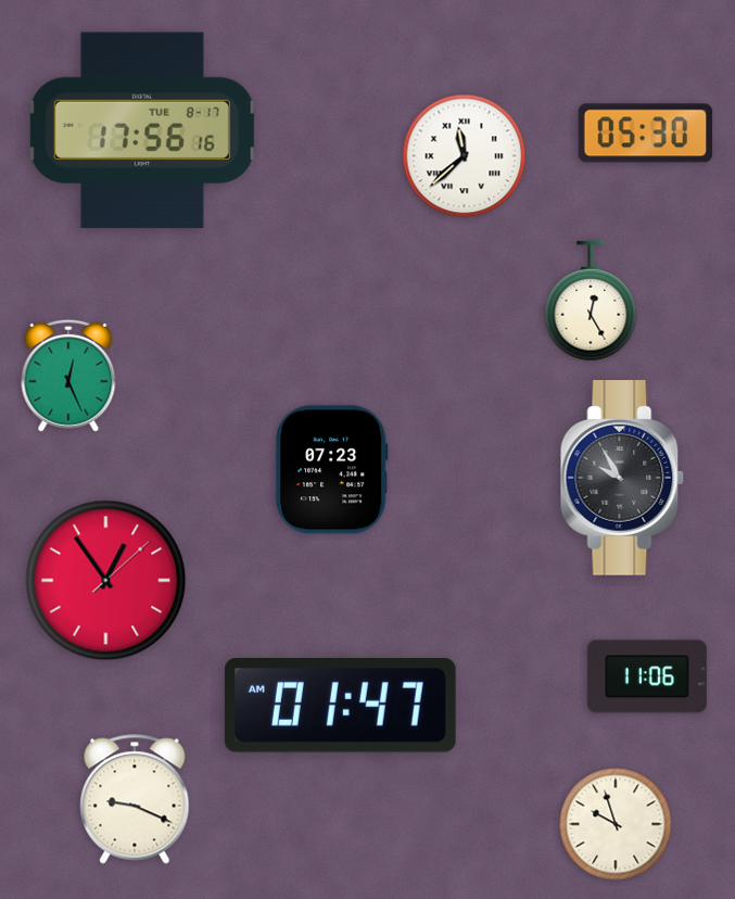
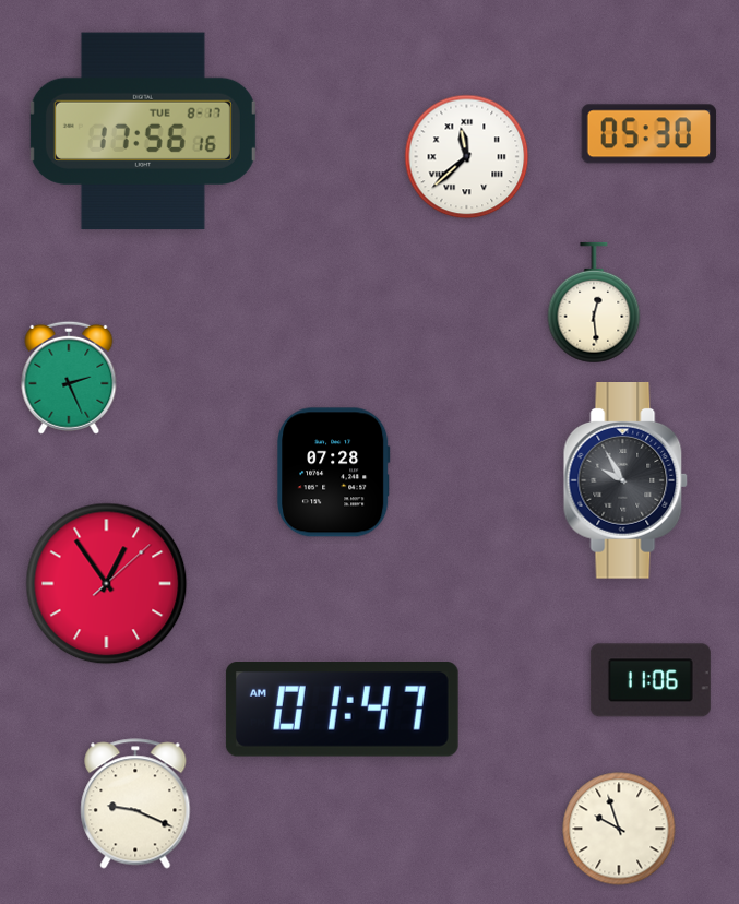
clock at (591, 301): 12:25 -> 12:29
clock at (68, 376): 12:26 -> 2:26
clock at (332, 470): 07:23 -> 07:28
